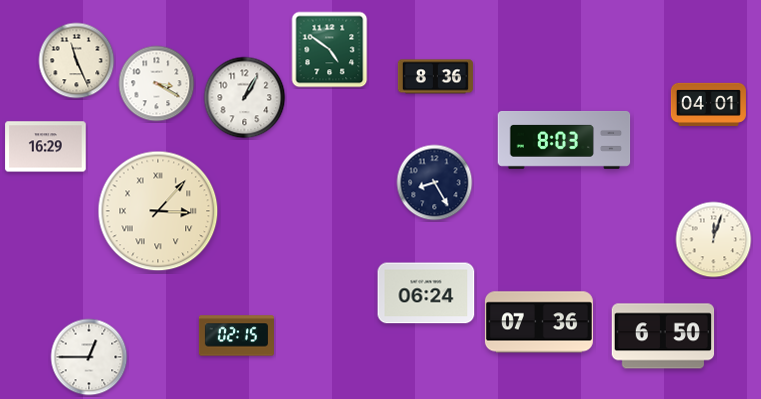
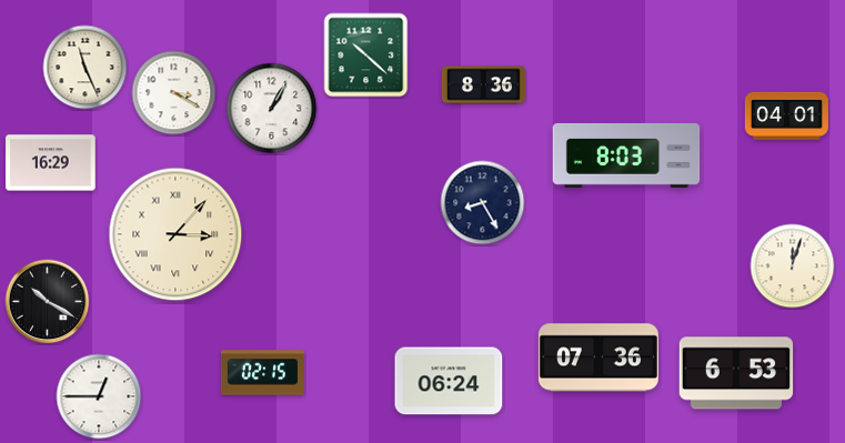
clock at (330, 50): 4:51 -> 10:22
clock at (48, 302): none -> 10:20
clock at (426, 293) position: (426, 293) -> (449, 381)
clock at (663, 336): 6:50 -> 6:53
